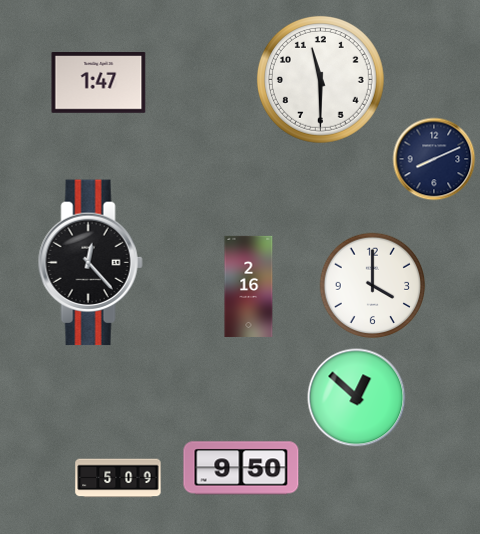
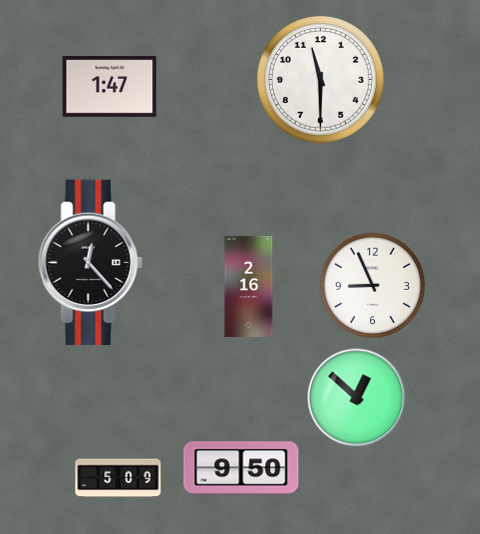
clock at (99, 83) position: (99, 83) -> (110, 87)
clock at (434, 159): 8:11 -> none
clock at (373, 286): 4:00 -> 8:56
